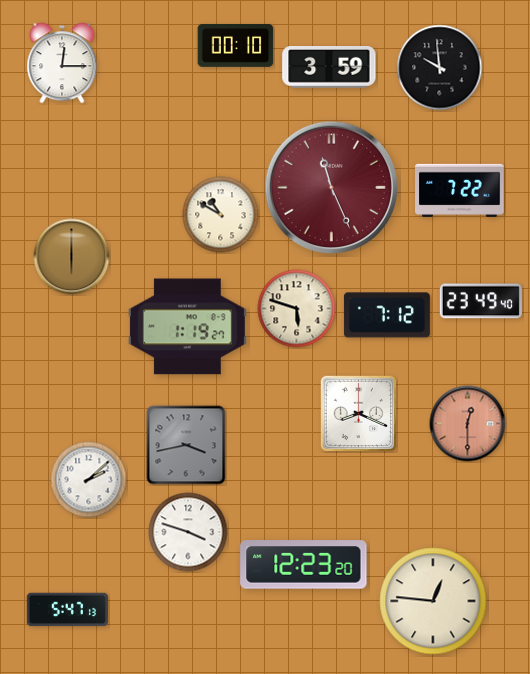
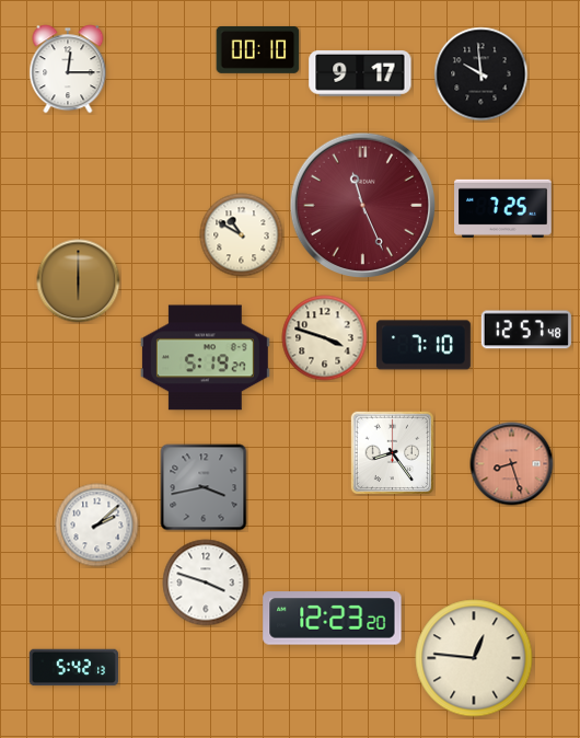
clock at (329, 68): 3:59 -> 9:17
clock at (460, 190): 7:22 -> 7:25
clock at (481, 301): 23:49 -> 12:57
clock at (297, 309): 5:48 -> 3:48
clock at (387, 315): 7:12 -> 7:10
clock at (187, 327): 1:19 -> 5:19
clock at (358, 413): 8:19 -> 8:24
clock at (468, 424): 12:30 -> 8:27
clock at (67, 610): 5:47 -> 5:42
